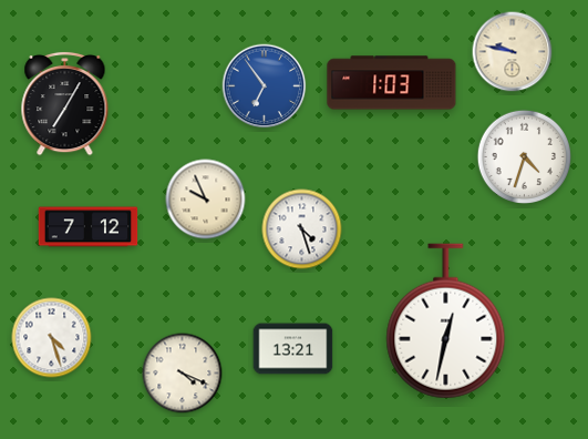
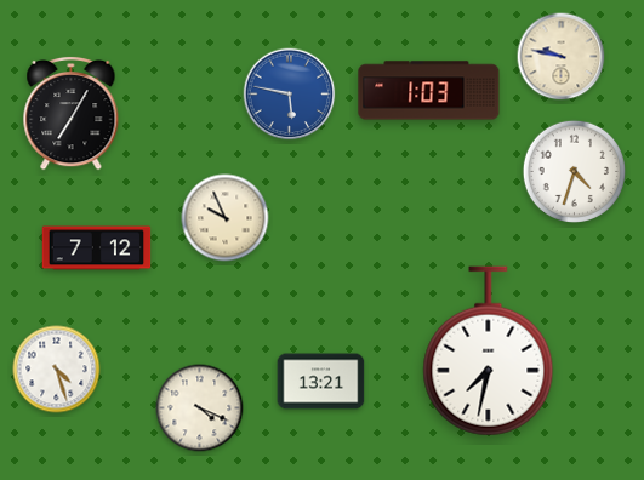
clock at (265, 86): 6:54 -> 5:47
clock at (302, 229): 4:27 -> none
clock at (446, 321): 12:32 -> 7:32
